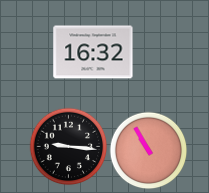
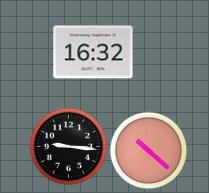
clock at (148, 150): 10:55 -> 10:22
